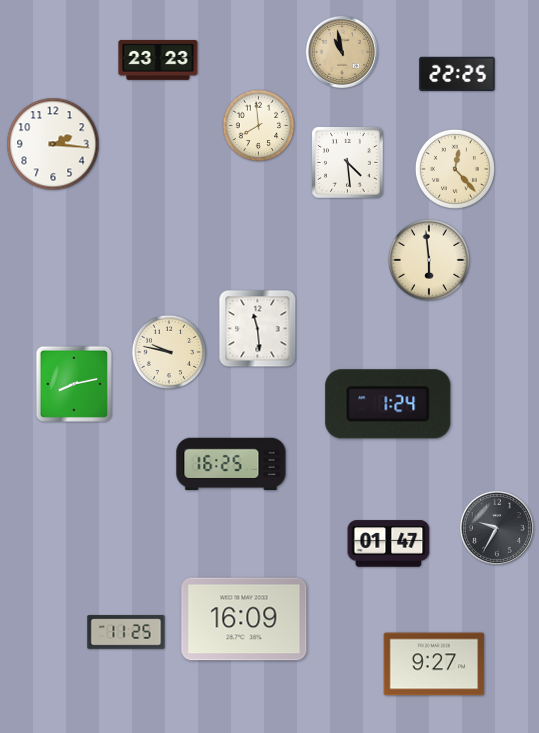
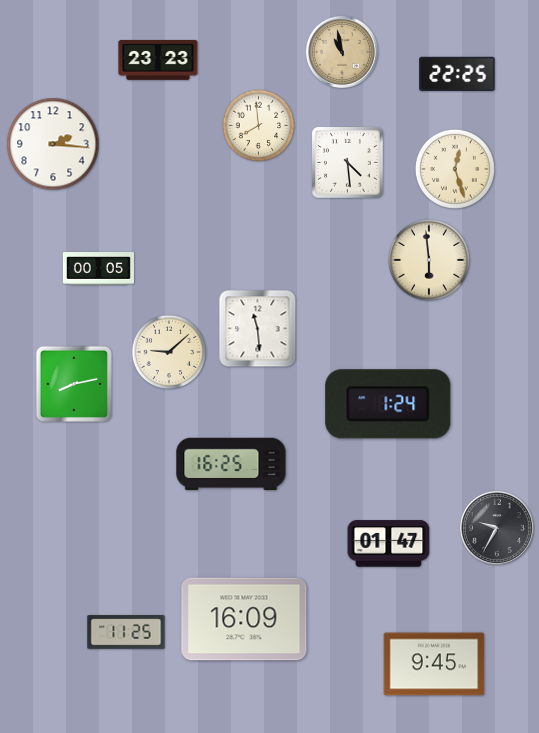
clock at (455, 169): 12:23 -> 12:27
clock at (98, 269): none -> 00:05
clock at (169, 352): 9:47 -> 9:08
clock at (434, 664): 9:27 -> 9:45
